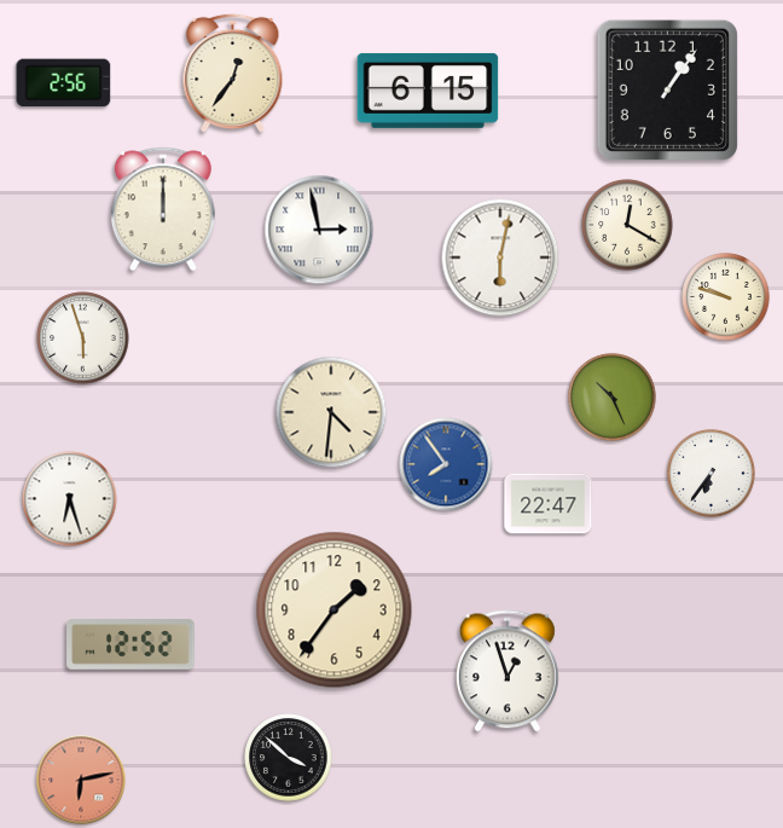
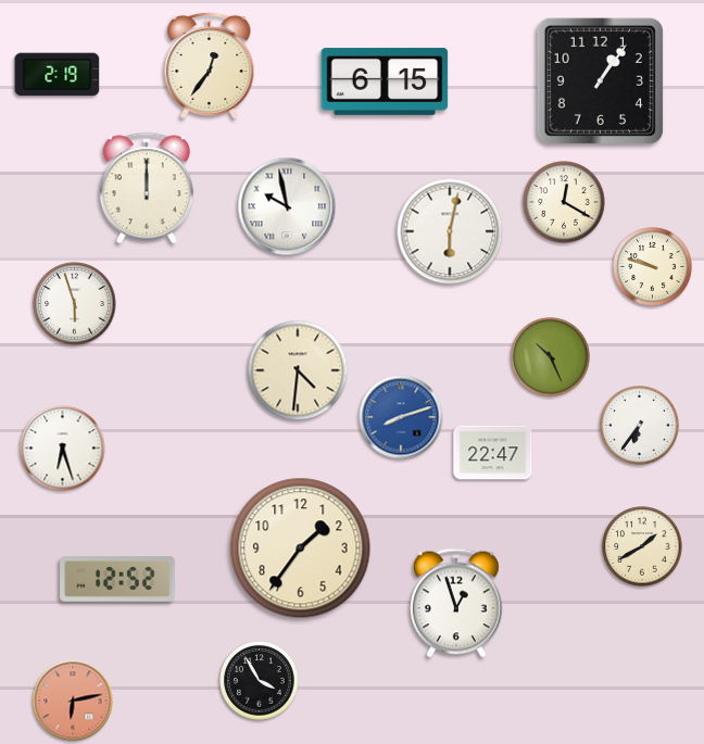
clock at (64, 83): 2:56 -> 2:19
clock at (319, 230): 2:58 -> 9:58
clock at (446, 464): 7:54 -> 8:12
clock at (642, 546): none -> 1:40
clock at (289, 758): 3:52 -> 3:55
